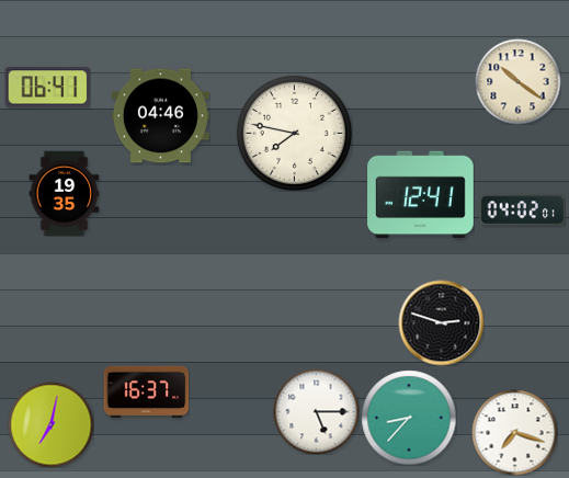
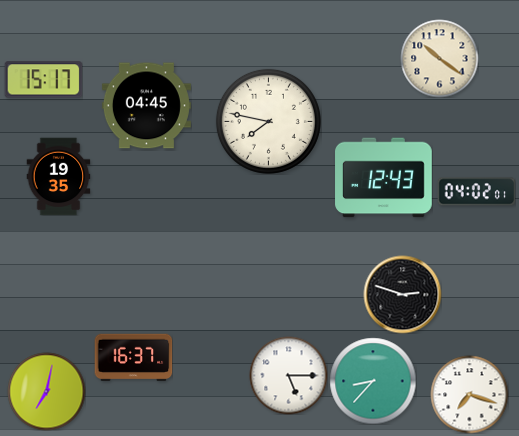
clock at (517, 81) position: (517, 81) -> (439, 58)
clock at (47, 88): 06:41 -> 15:17
clock at (160, 116): 04:46 -> 04:45
clock at (421, 195): 12:41 -> 12:43
clock at (50, 424) position: (50, 424) -> (46, 391)
